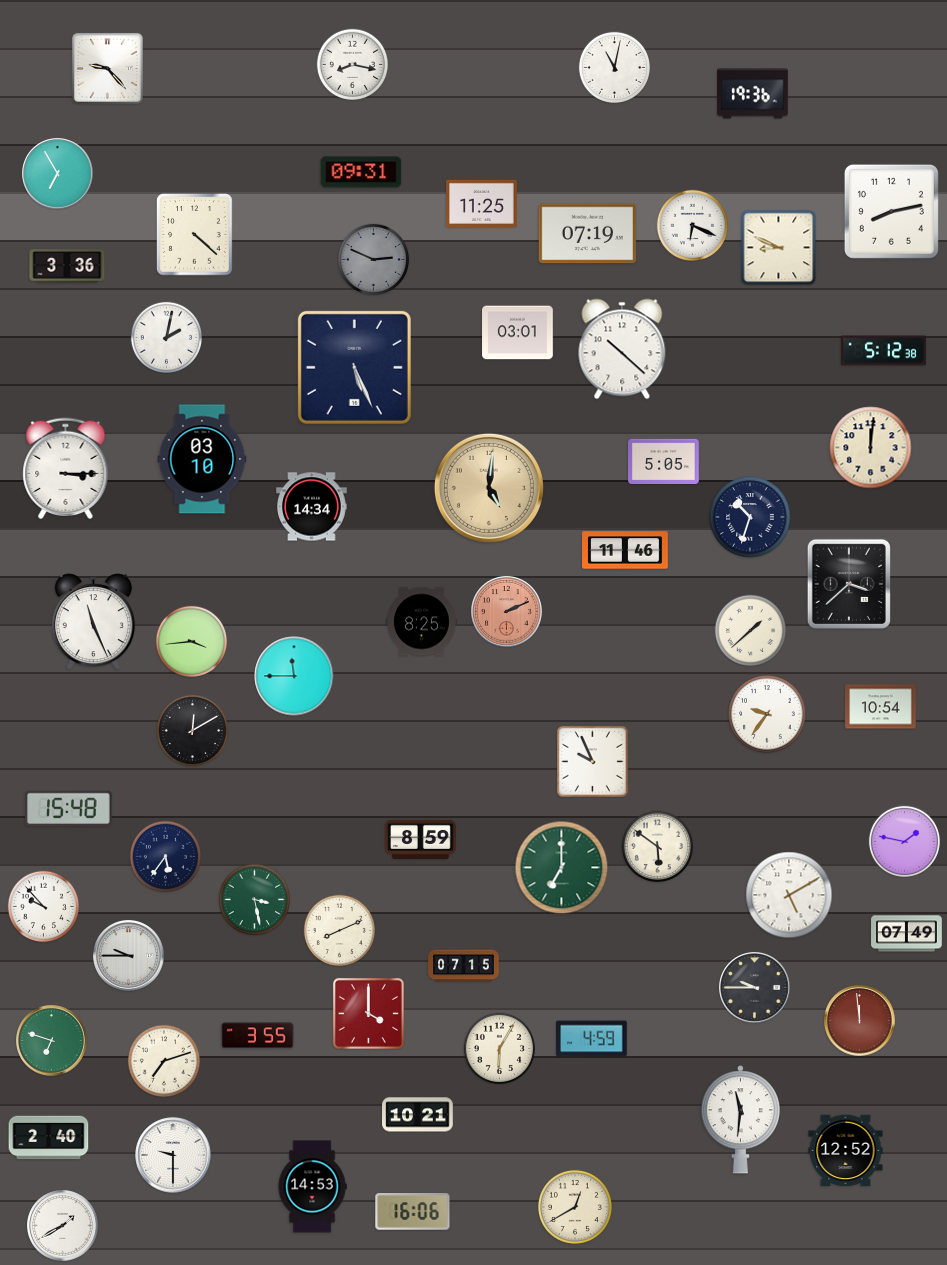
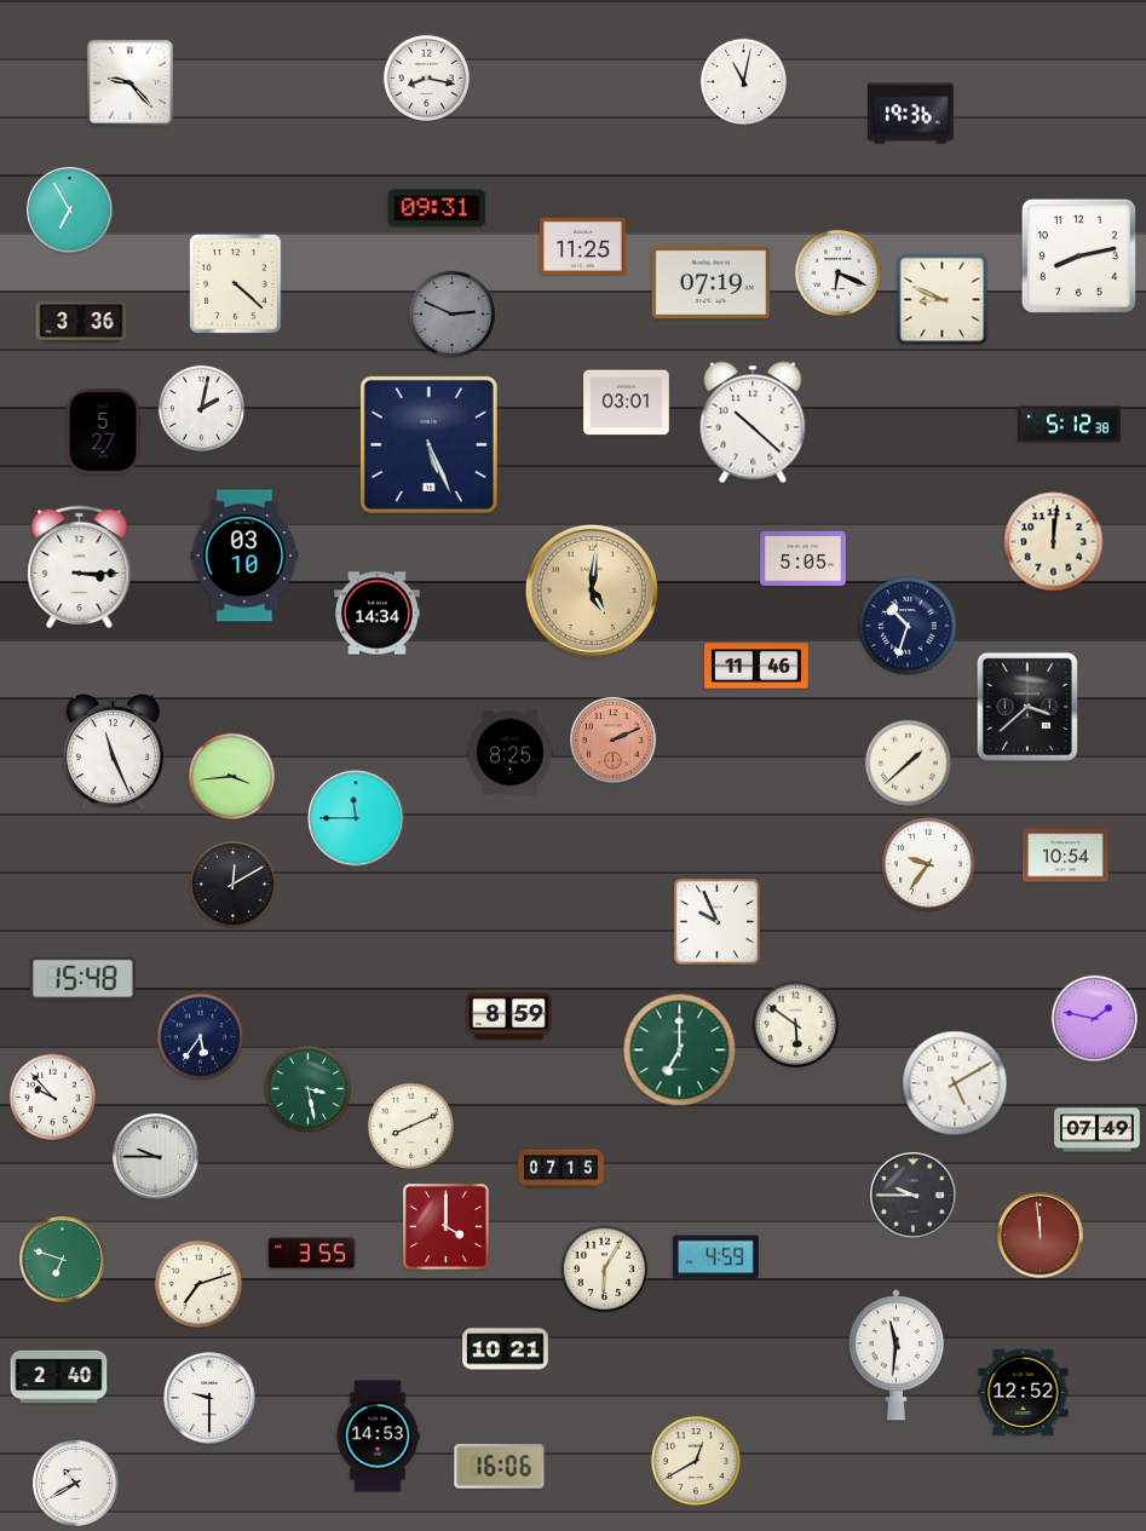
clock at (103, 432): none -> 5:27
clock at (63, 1226): 1:40 -> 10:40
